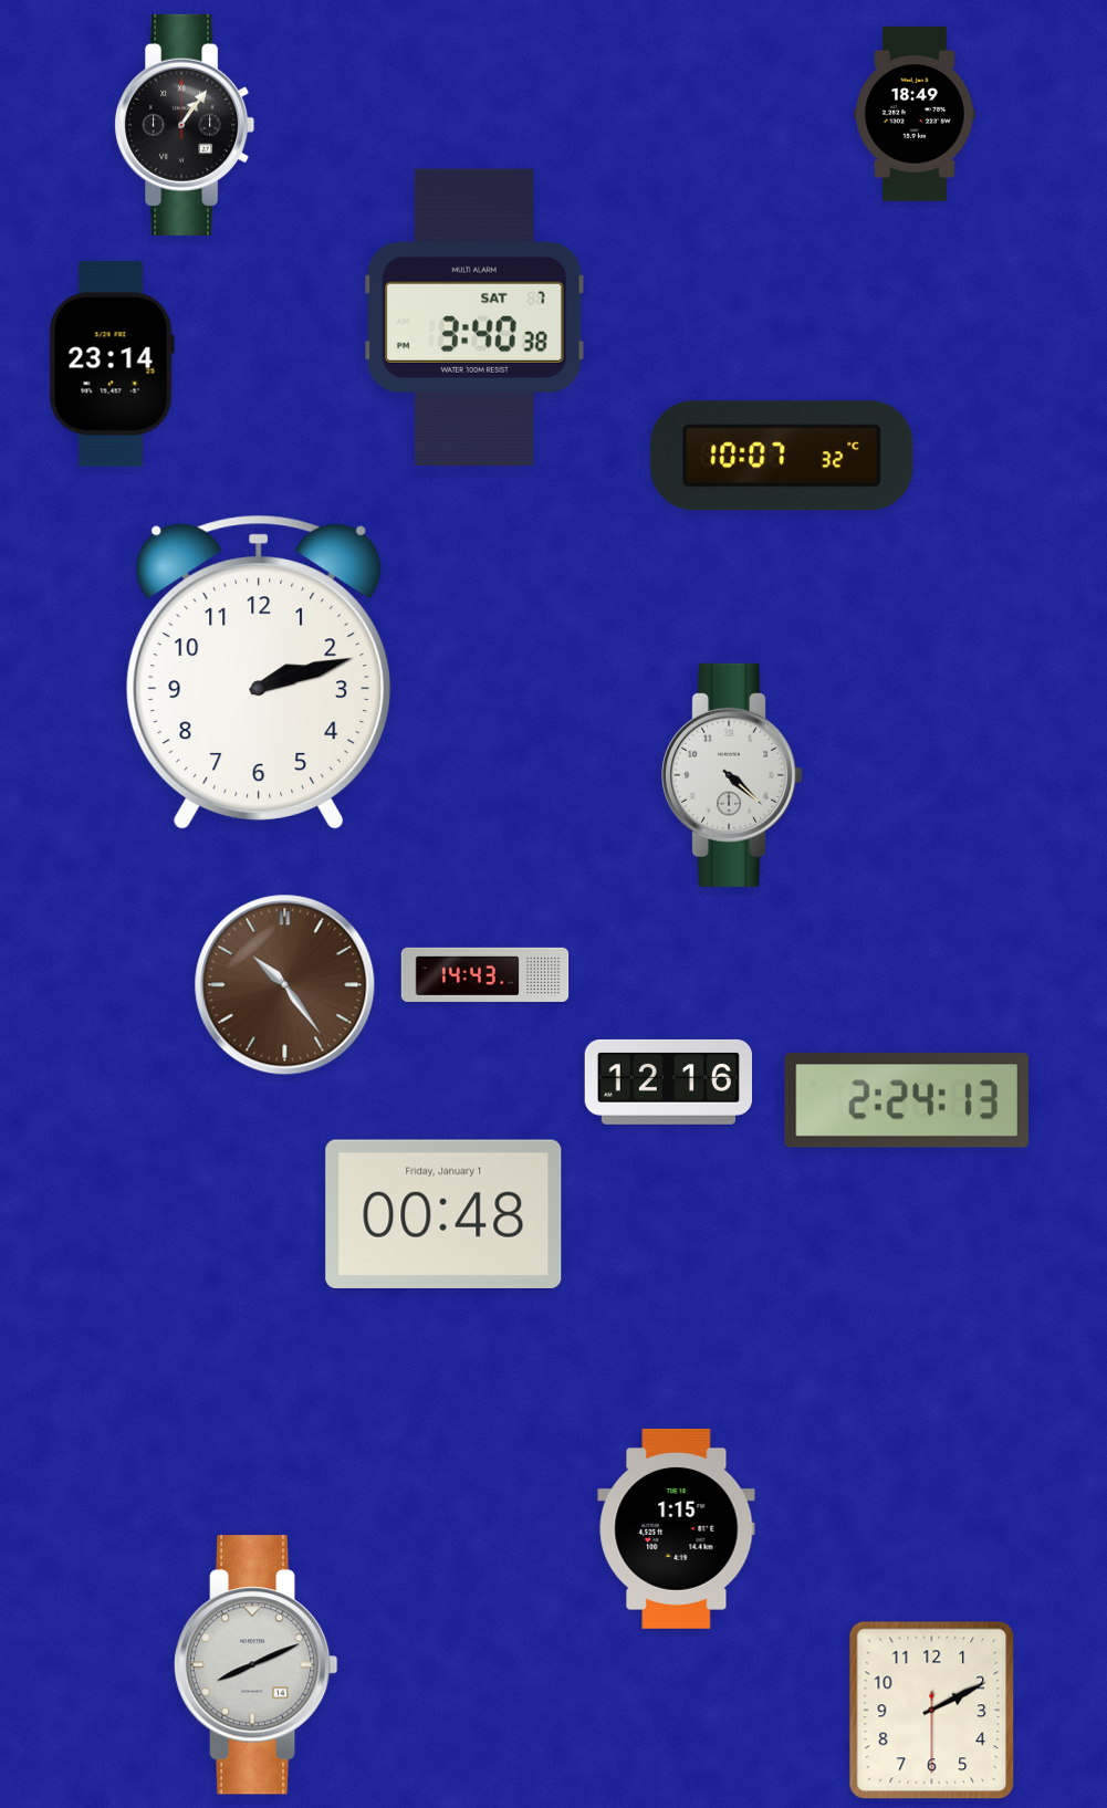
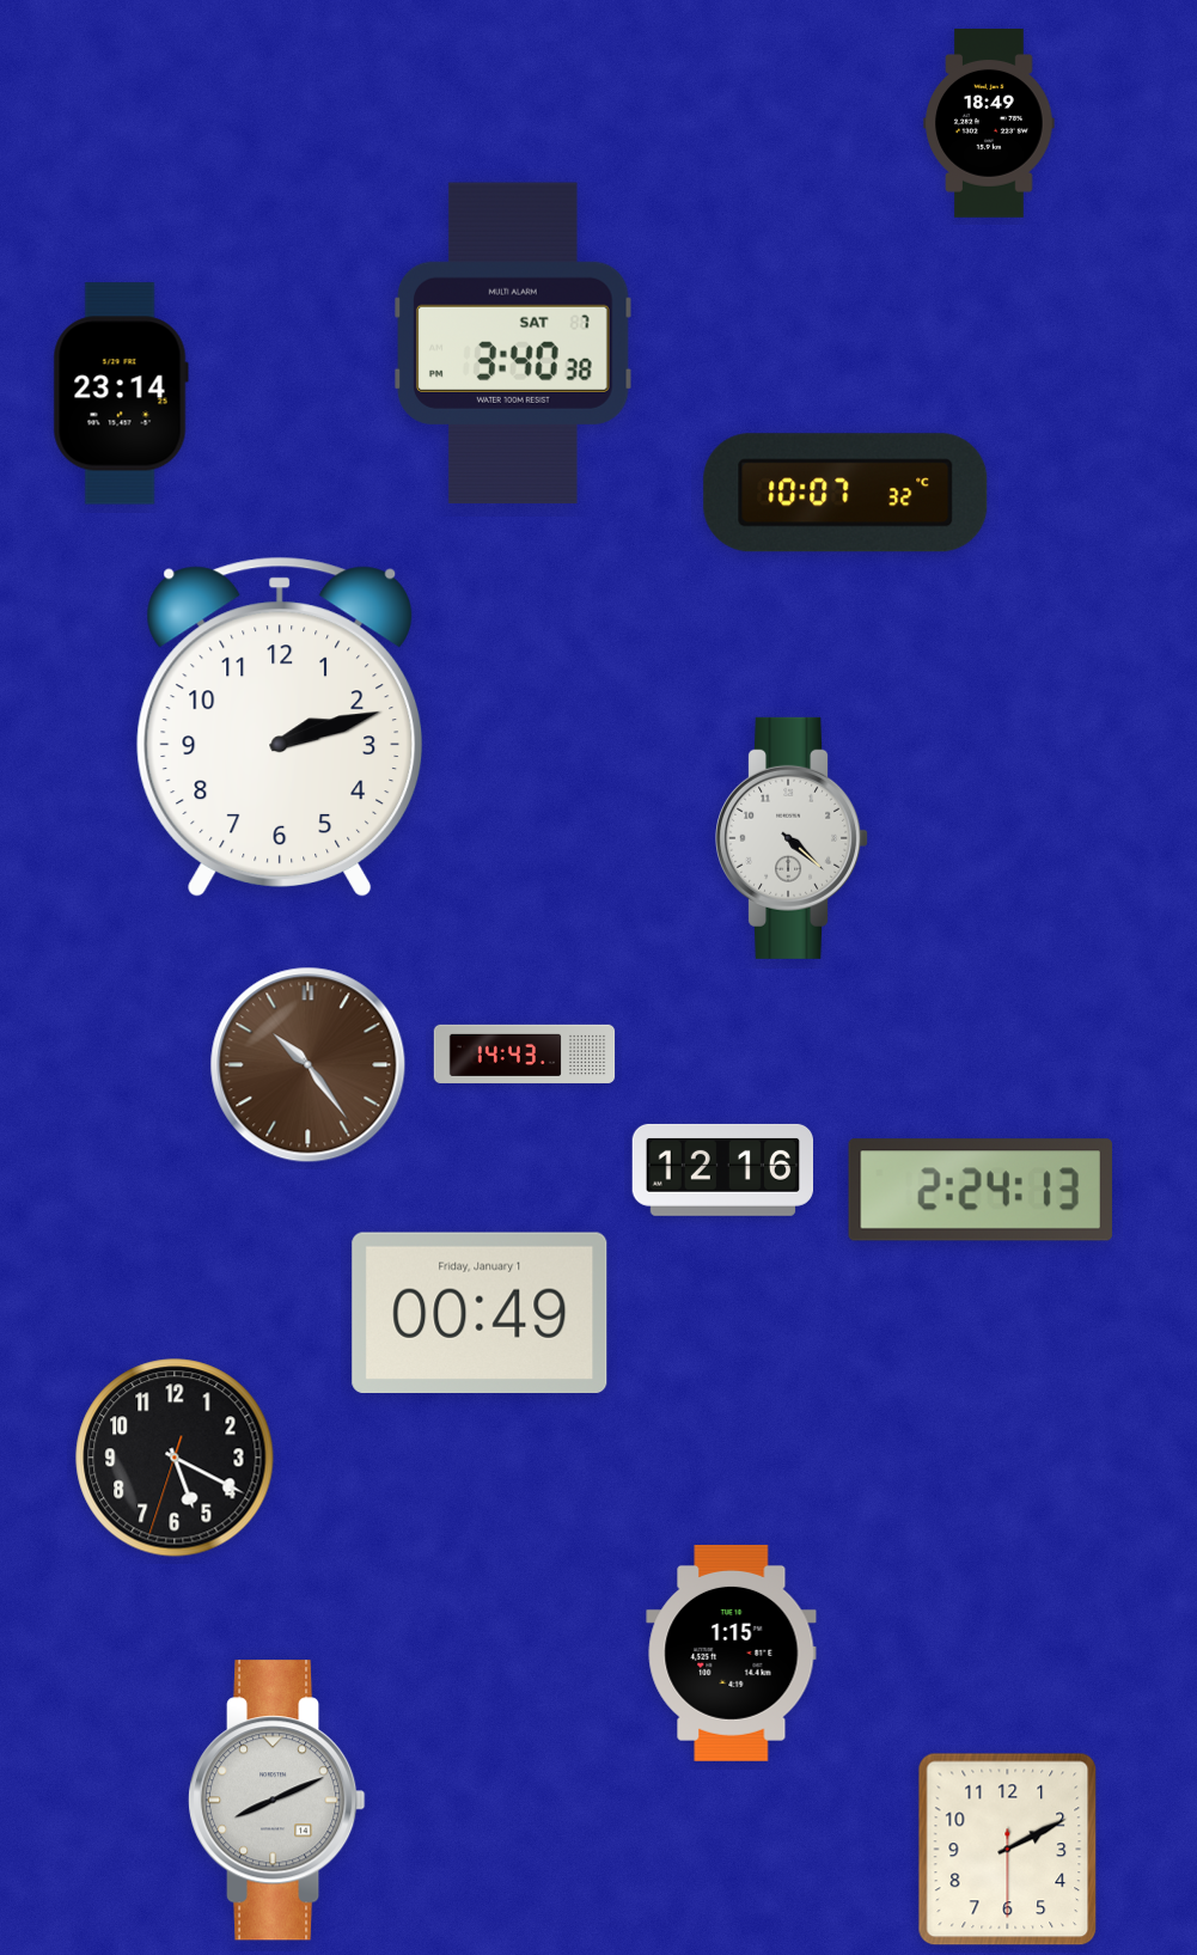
clock at (185, 125): 1:06 -> none
clock at (443, 1213): 00:48 -> 00:49
clock at (175, 1458): none -> 5:19
